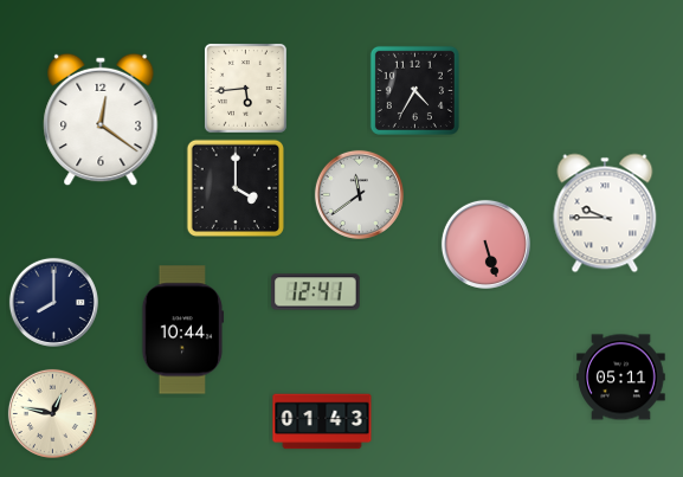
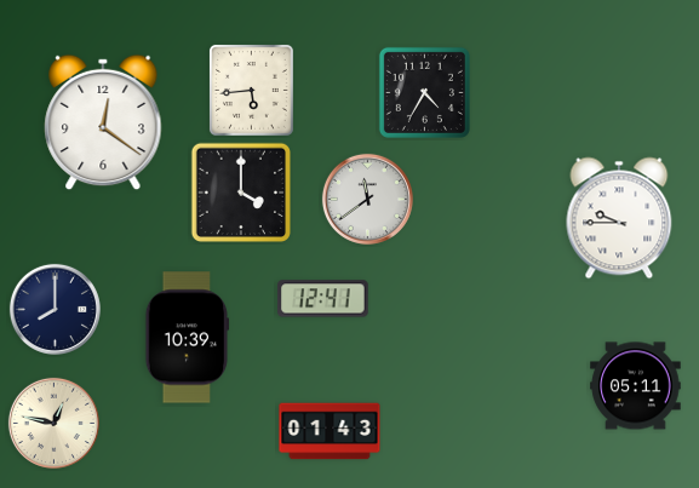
clock at (485, 244): 5:27 -> none
clock at (183, 330): 10:44 -> 10:39
